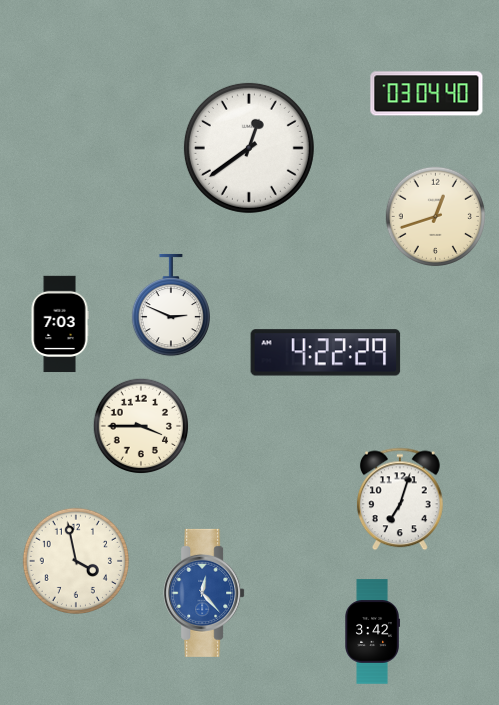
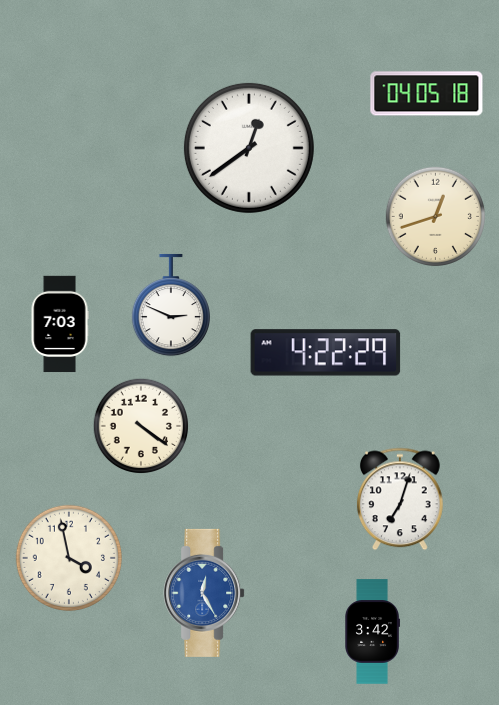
clock at (427, 94): 03:04 -> 04:05
clock at (141, 426): 3:45 -> 4:21
clock at (76, 561) position: (76, 561) -> (69, 558)
clock at (204, 593): 12:23 -> 12:25
